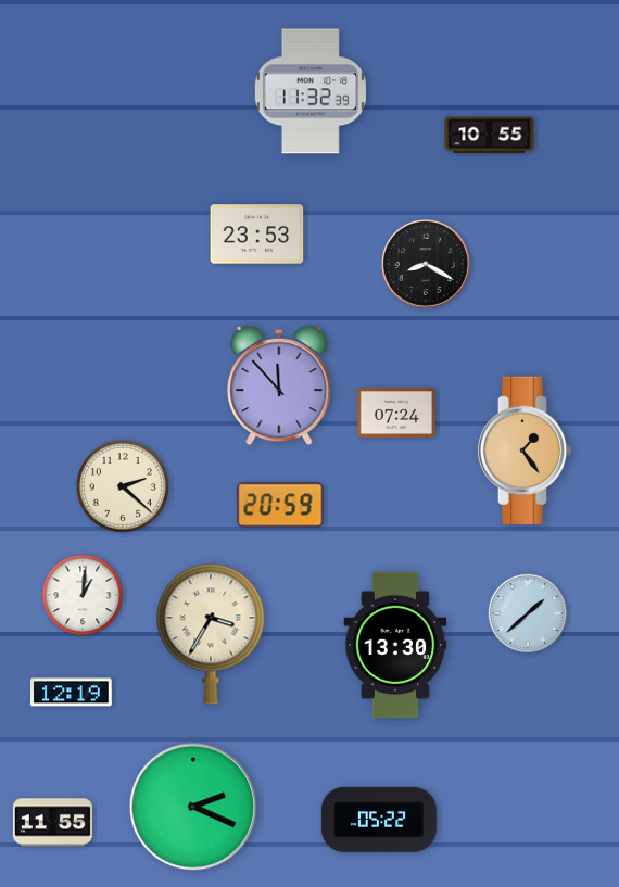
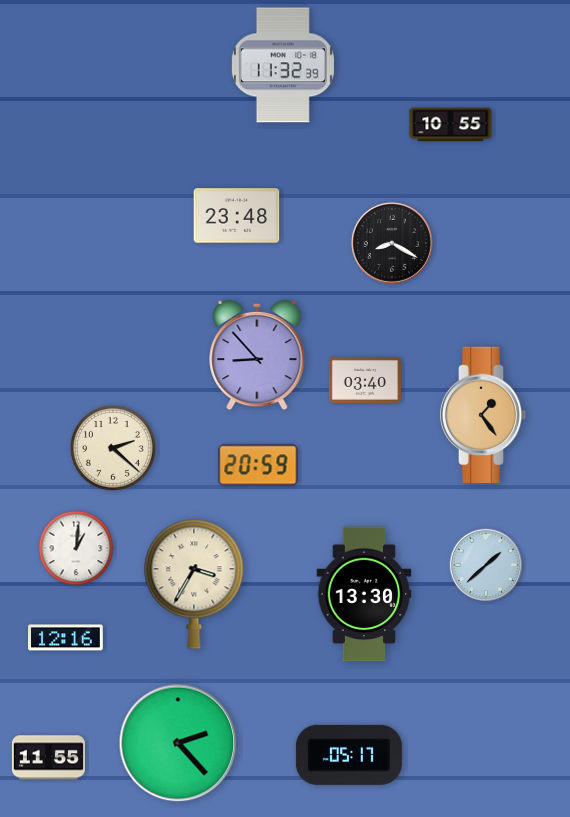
clock at (311, 91) position: (311, 91) -> (283, 65)
clock at (257, 235): 23:53 -> 23:48
clock at (279, 385): 11:53 -> 8:53
clock at (395, 413): 07:24 -> 03:40
clock at (72, 693): 12:19 -> 12:16
clock at (193, 807): 2:19 -> 2:23
clock at (379, 820): 05:22 -> 05:17
